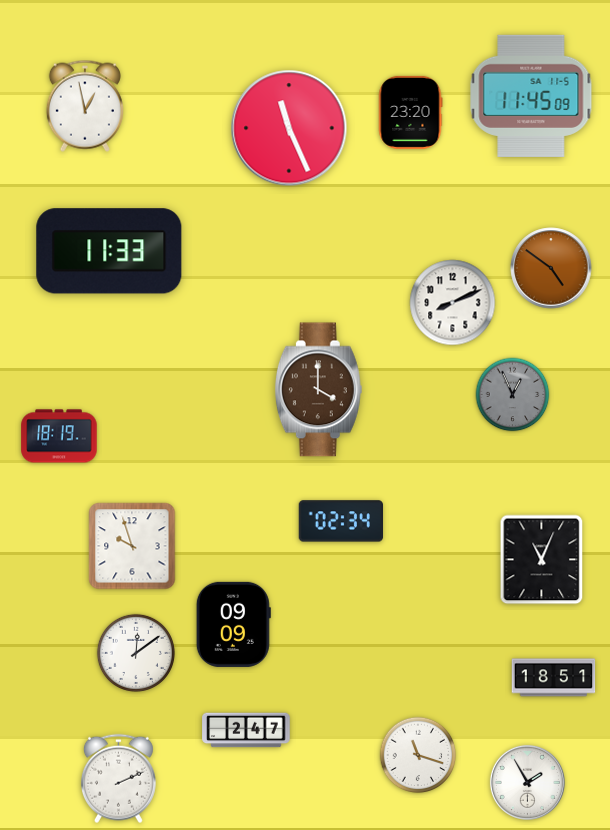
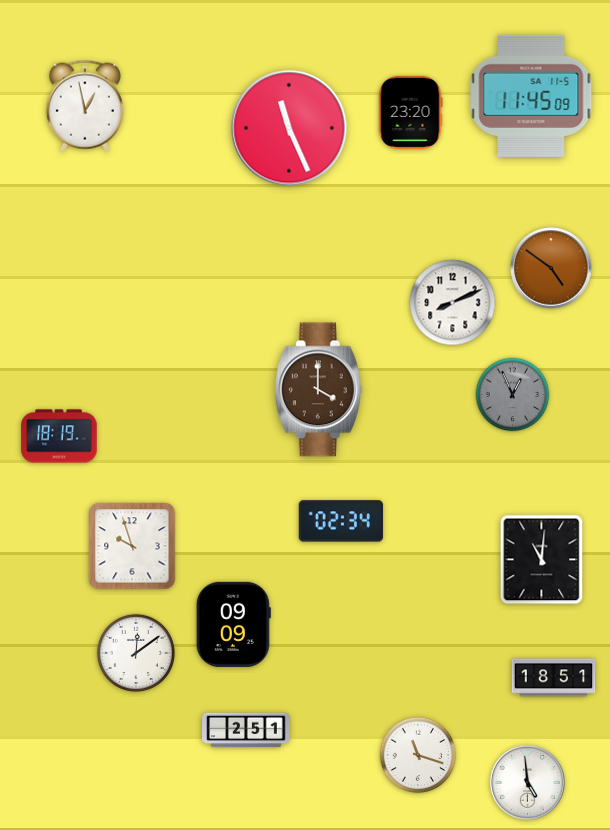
clock at (109, 251): 11:33 -> none
clock at (542, 560): 11:04 -> 11:01
clock at (246, 730): 2:47 -> 2:51
clock at (118, 779): 2:11 -> none
clock at (527, 782): 1:55 -> 4:59
